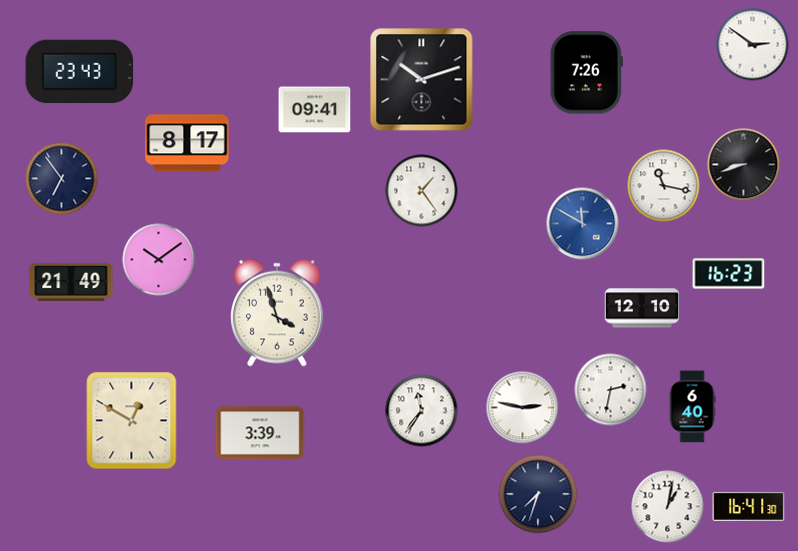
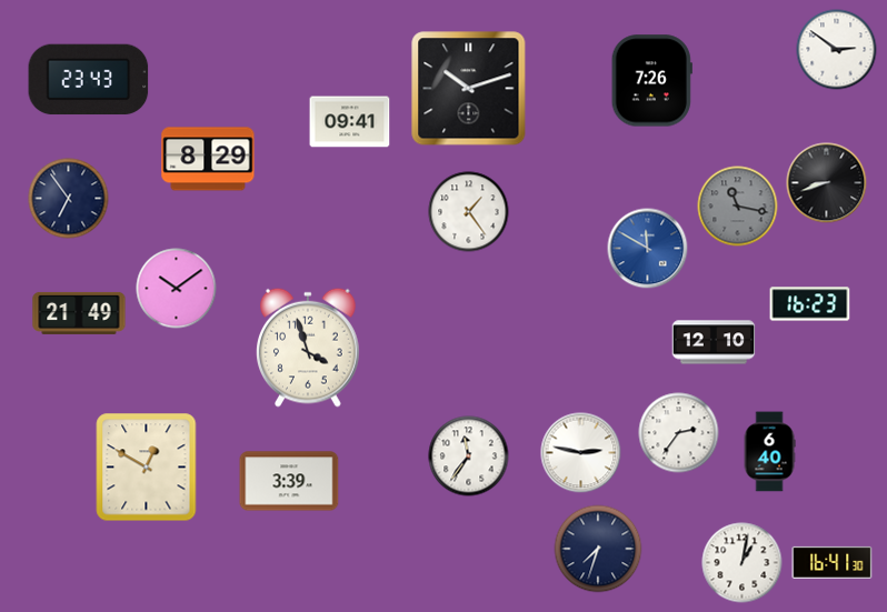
clock at (187, 143): 8:17 -> 8:29
clock at (664, 186) dial: white -> grey
clock at (611, 390): 2:32 -> 2:36
